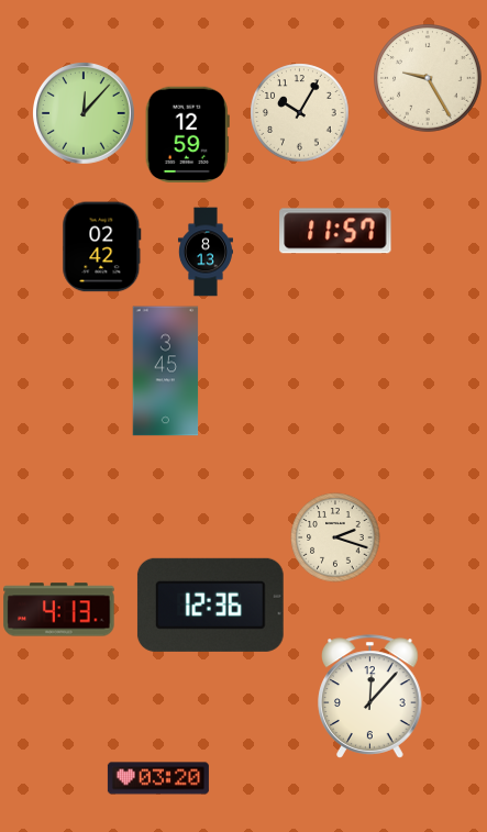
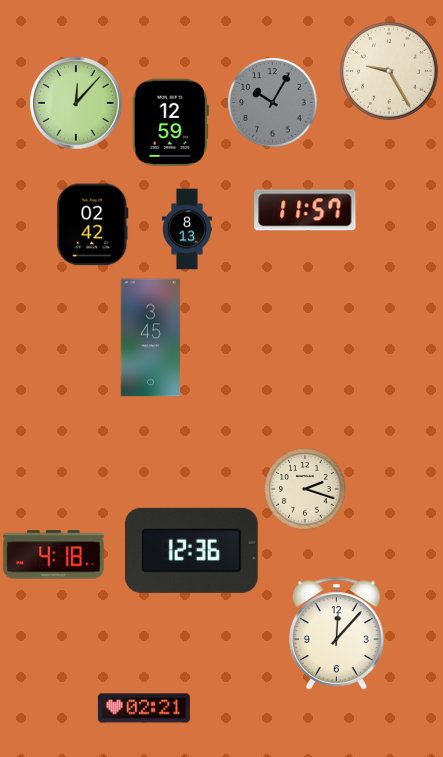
clock at (300, 113) dial: cream -> grey
clock at (59, 610): 4:13 -> 4:18
clock at (158, 778): 03:20 -> 02:21
